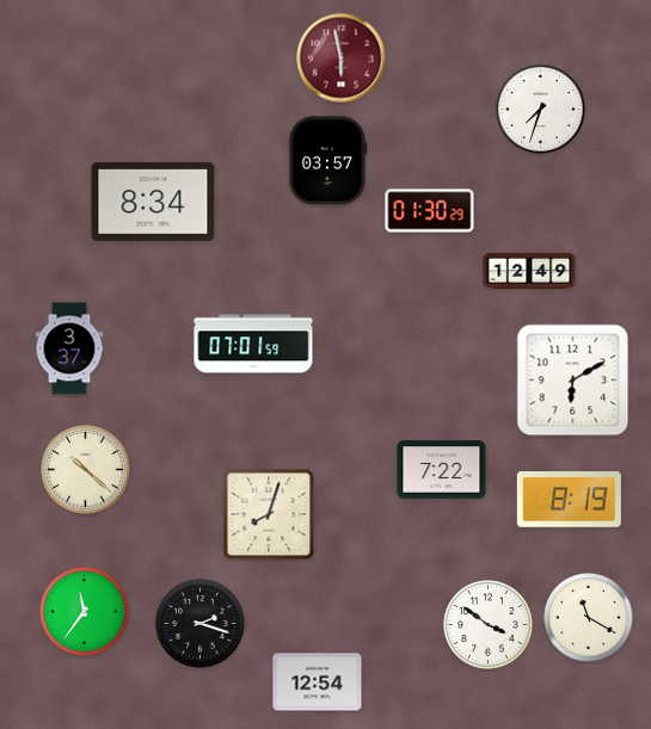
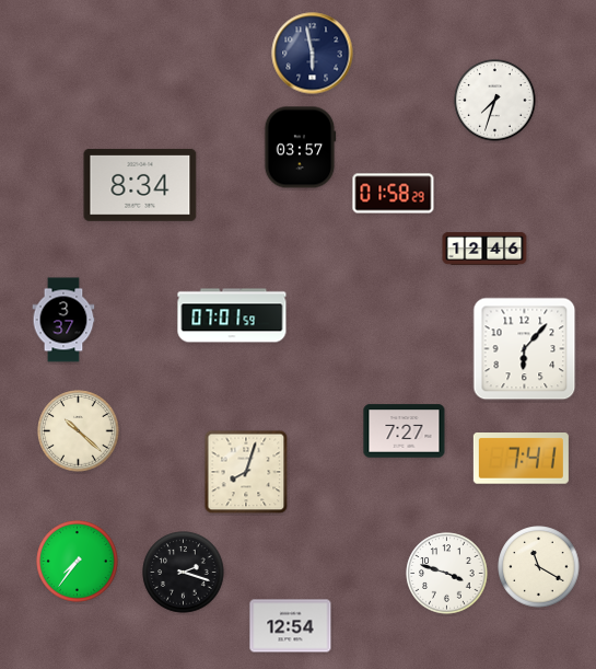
clock at (342, 58) dial: burgundy -> navy
clock at (430, 211): 01:30 -> 01:58
clock at (529, 272): 12:49 -> 12:46
clock at (573, 381): 6:10 -> 6:07
clock at (442, 470): 7:22 -> 7:27
clock at (569, 500): 8:19 -> 7:41
clock at (85, 612): 11:36 -> 7:36
clock at (489, 625): 3:51 -> 3:48
